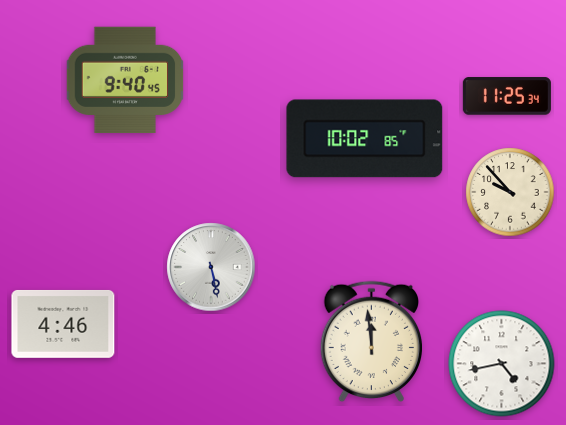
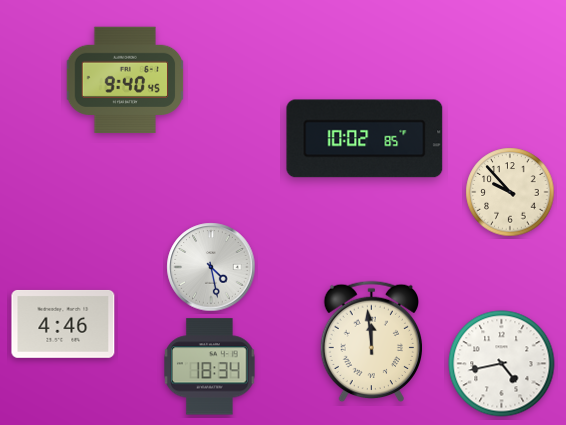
clock at (507, 96): 11:25 -> none
clock at (211, 267): 5:28 -> 4:28
clock at (210, 367): none -> 18:34
